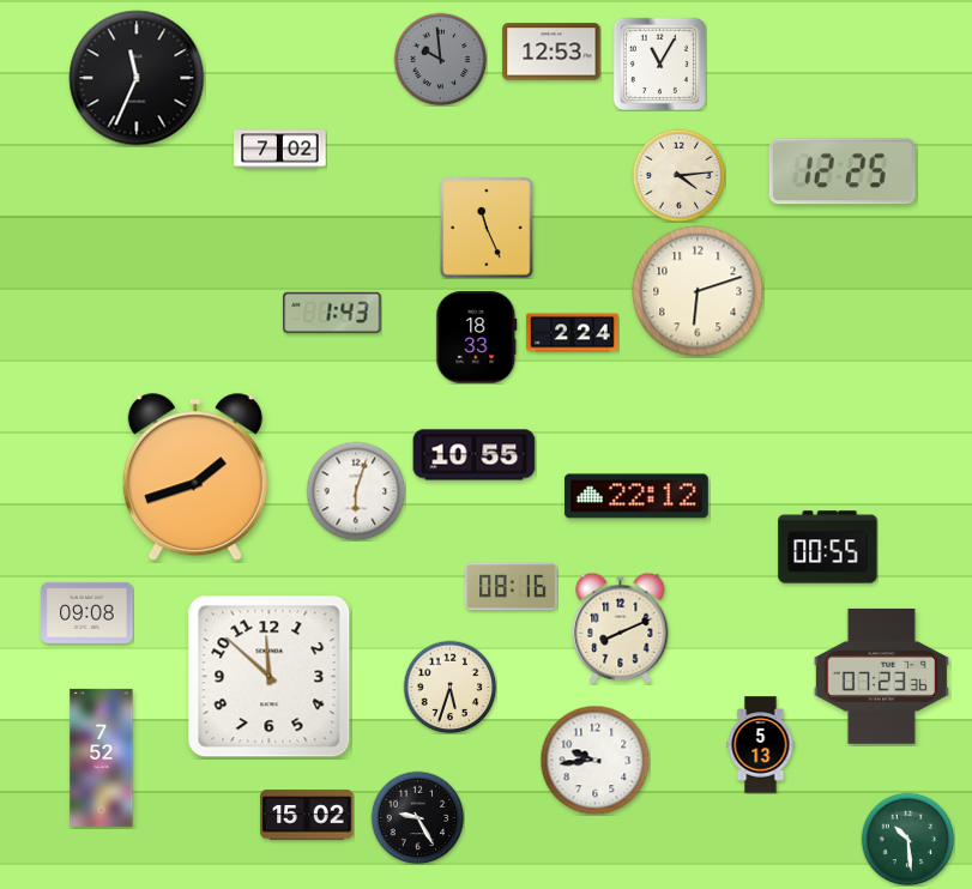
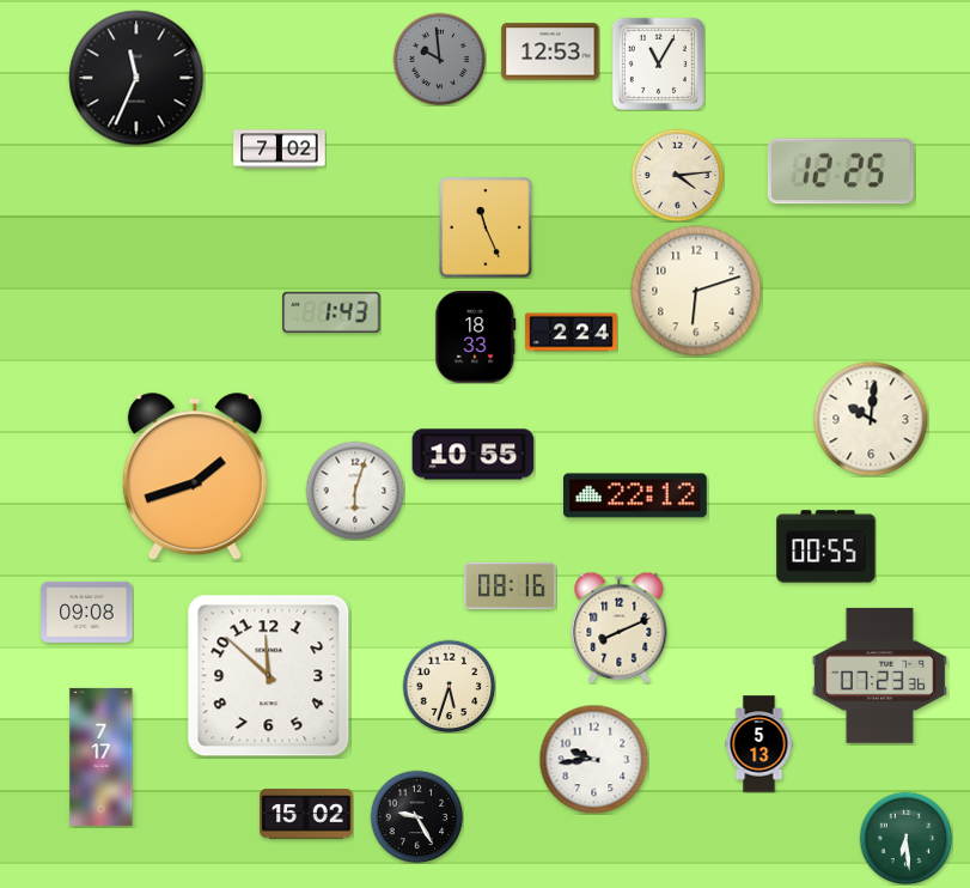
clock at (871, 419): none -> 10:01
clock at (102, 757): 7:52 -> 7:17
clock at (907, 839): 10:29 -> 6:29
